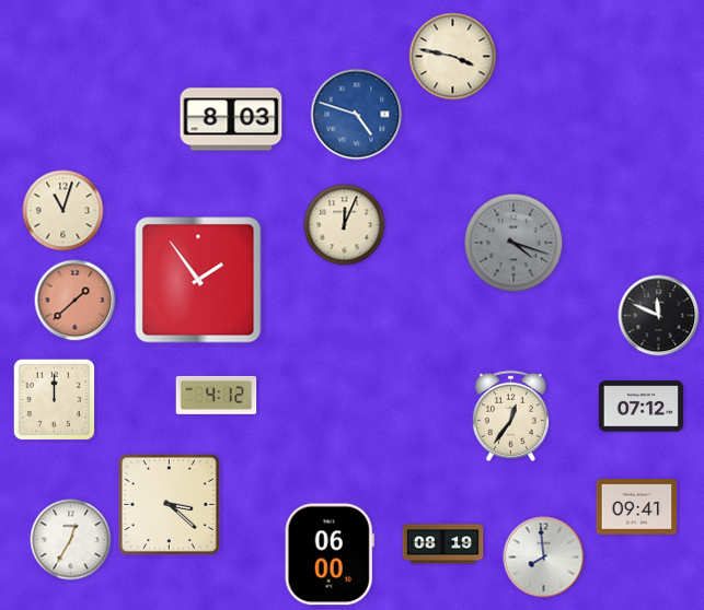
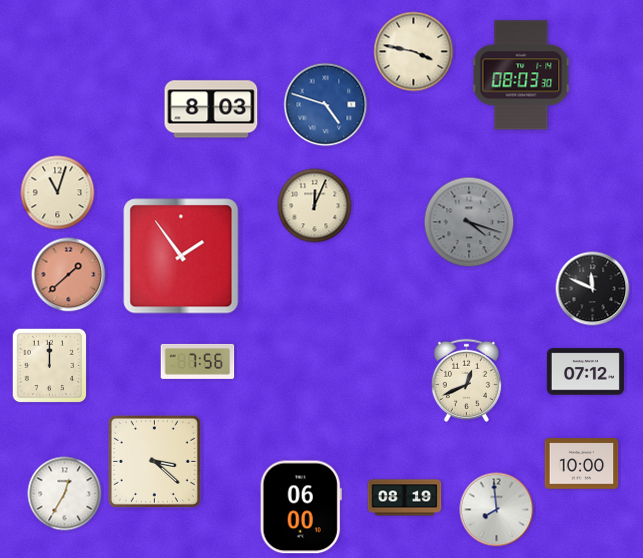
clock at (521, 75): none -> 08:03
clock at (659, 316) position: (659, 316) -> (593, 289)
clock at (217, 395): 4:12 -> 7:56
clock at (510, 415): 12:36 -> 12:41
clock at (637, 507): 09:41 -> 10:00
